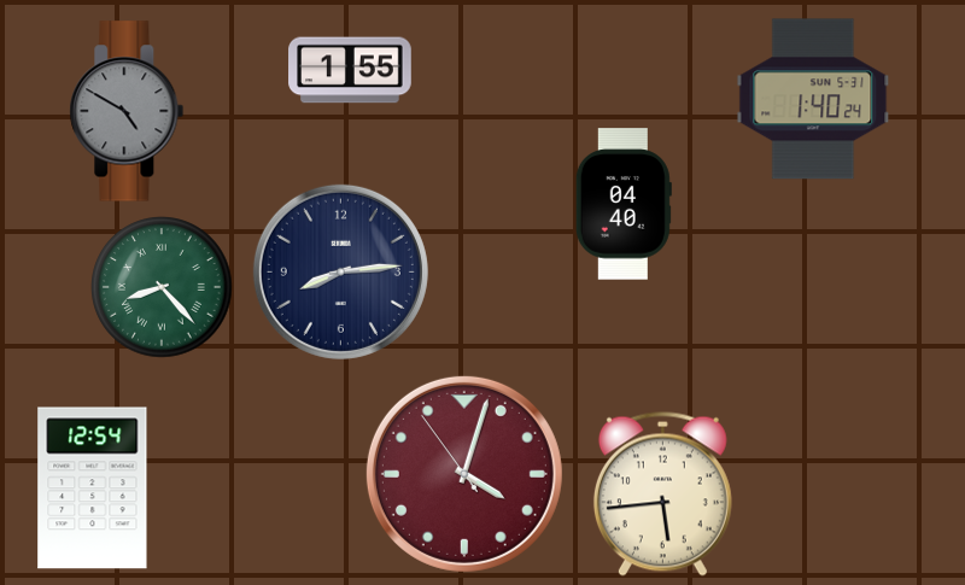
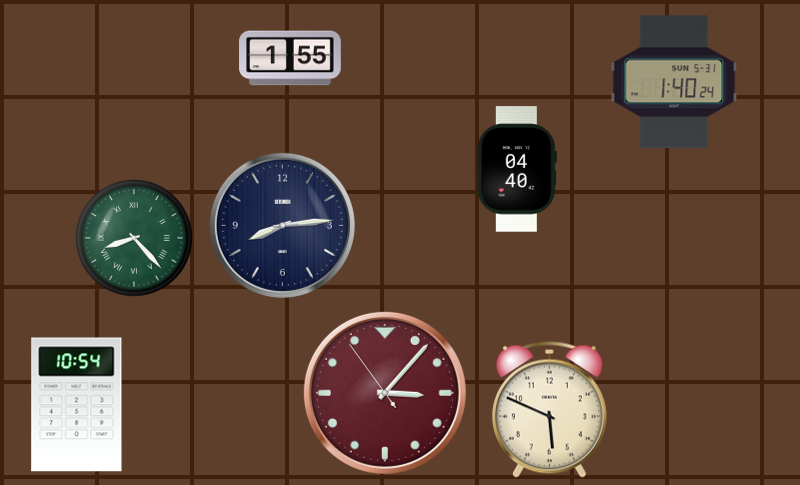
clock at (127, 111): 4:50 -> none
clock at (464, 474): 4:02 -> 3:06
clock at (93, 489): 12:54 -> 10:54
clock at (662, 493): 5:44 -> 5:49
